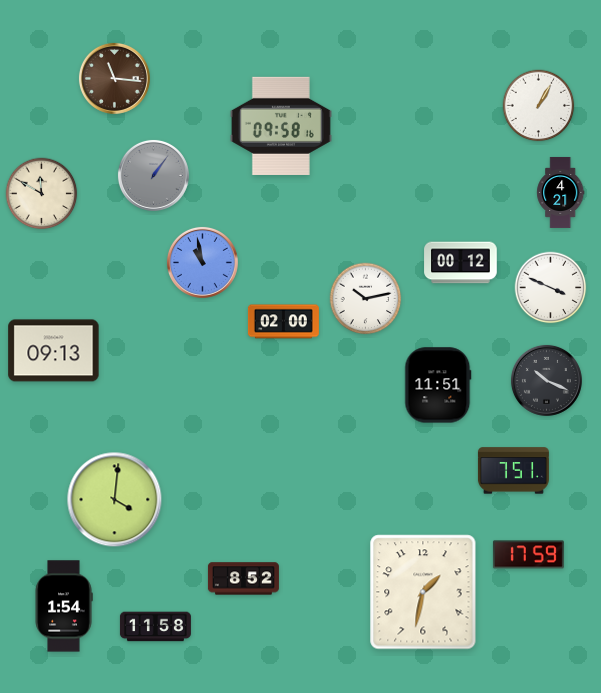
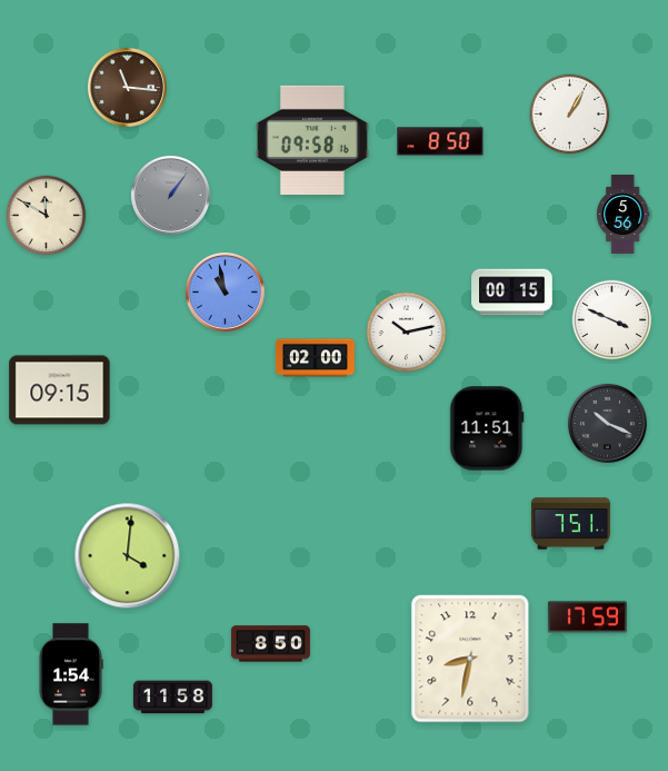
clock at (539, 106) position: (539, 106) -> (570, 115)
clock at (440, 141): none -> 8:50
clock at (561, 192): 4:21 -> 5:56
clock at (461, 263): 00:12 -> 00:15
clock at (54, 351): 09:13 -> 09:15
clock at (243, 579): 8:52 -> 8:50
clock at (423, 592): 1:32 -> 8:32
